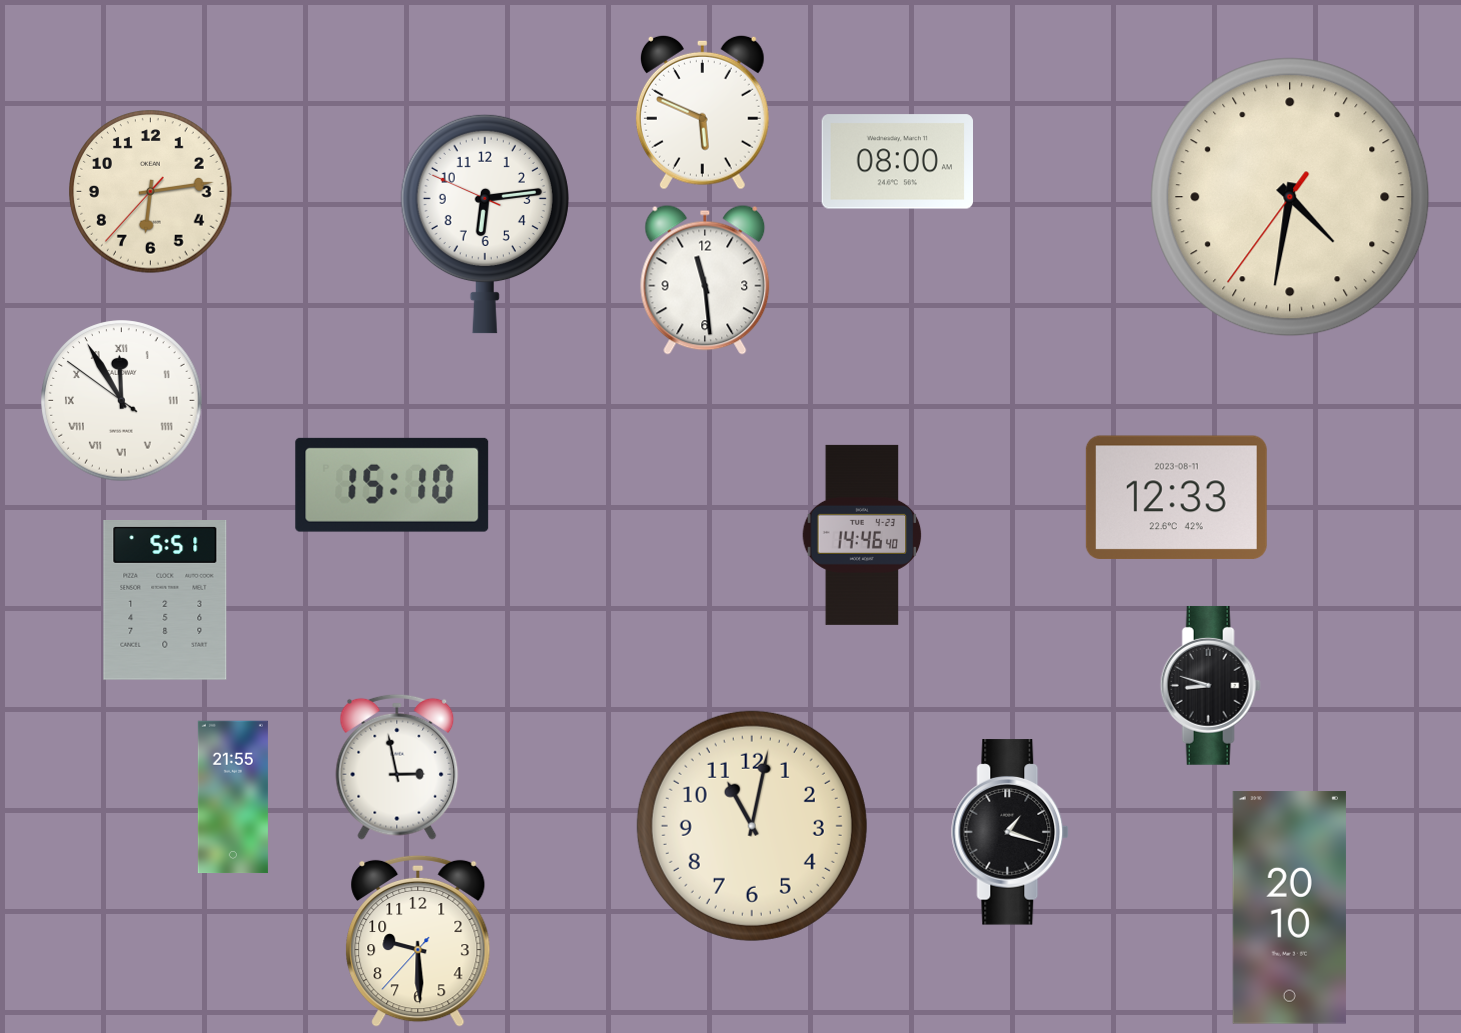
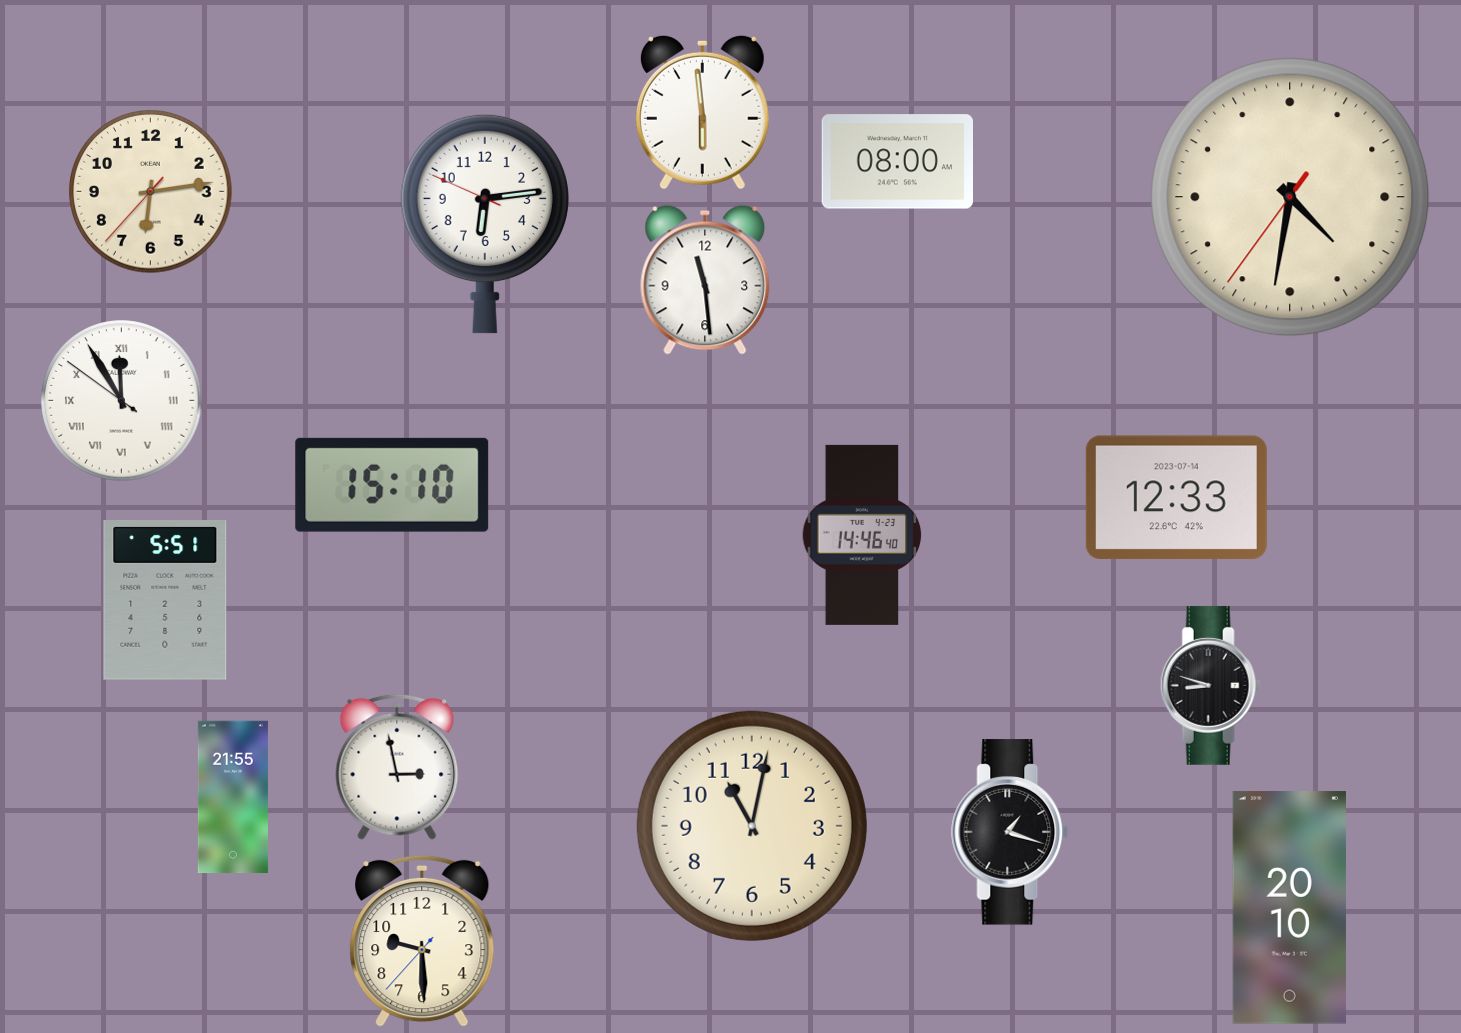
clock at (702, 112): 5:49 -> 5:59
clock at (1176, 498) date: 2023-08-11 -> 2023-07-14
clock at (418, 941) position: (418, 941) -> (422, 941)
